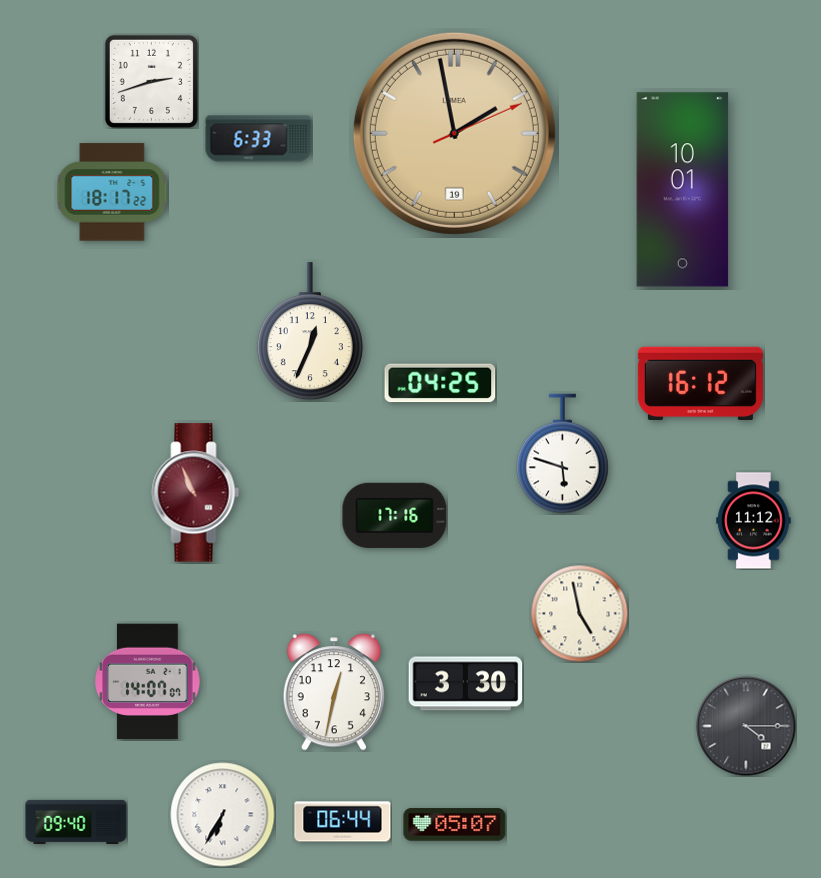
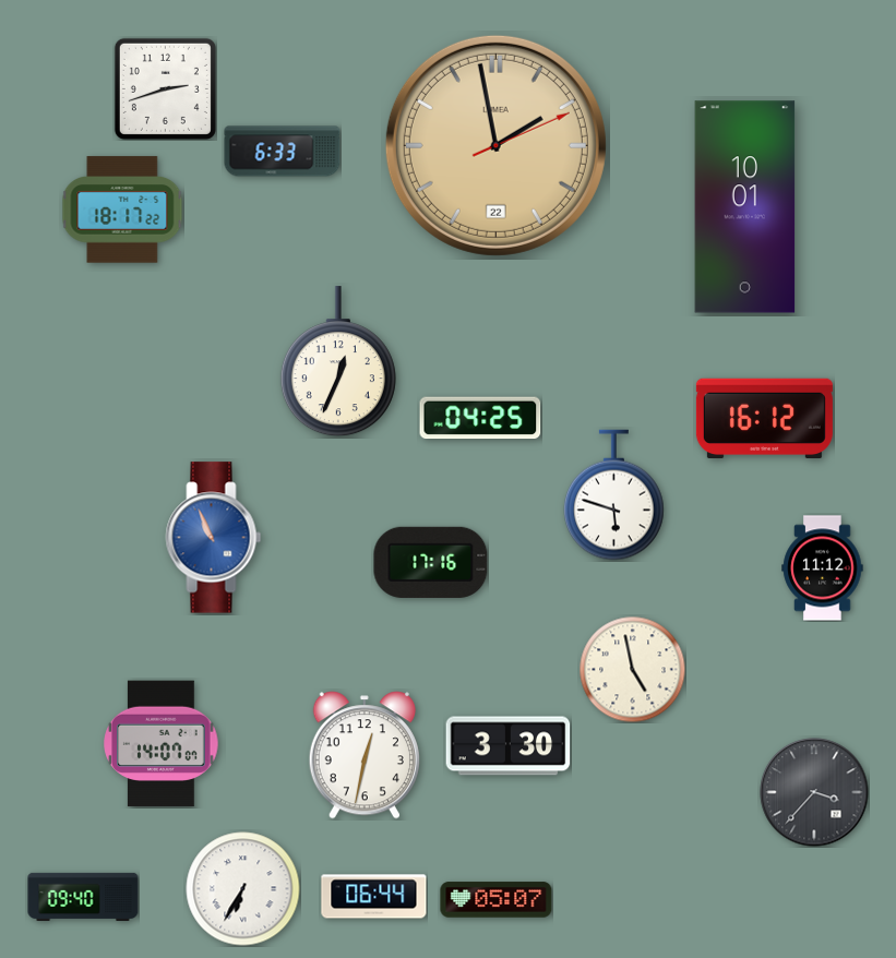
clock at (454, 133) date: 19 -> 22
clock at (196, 493) dial: burgundy -> blue
clock at (746, 726): 4:15 -> 3:37
